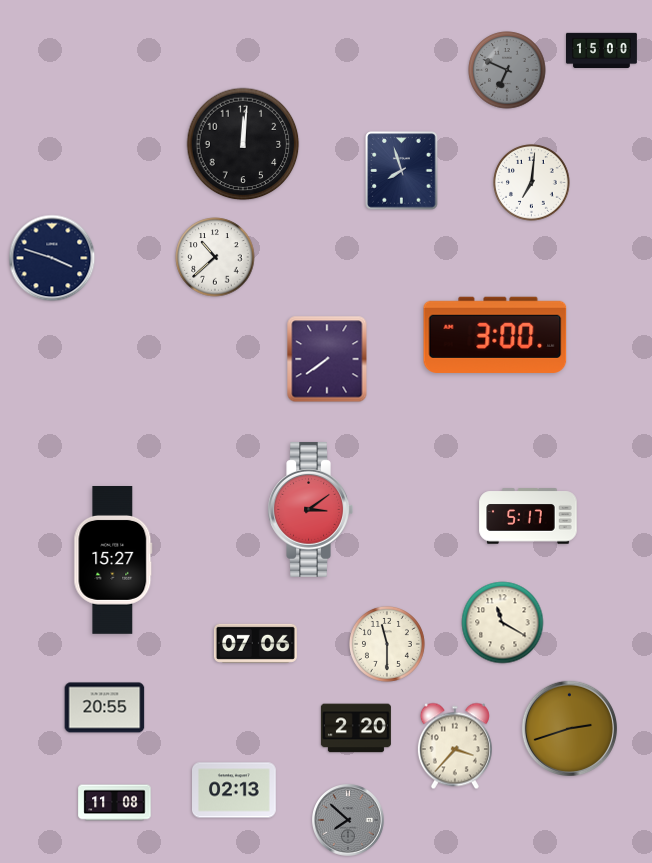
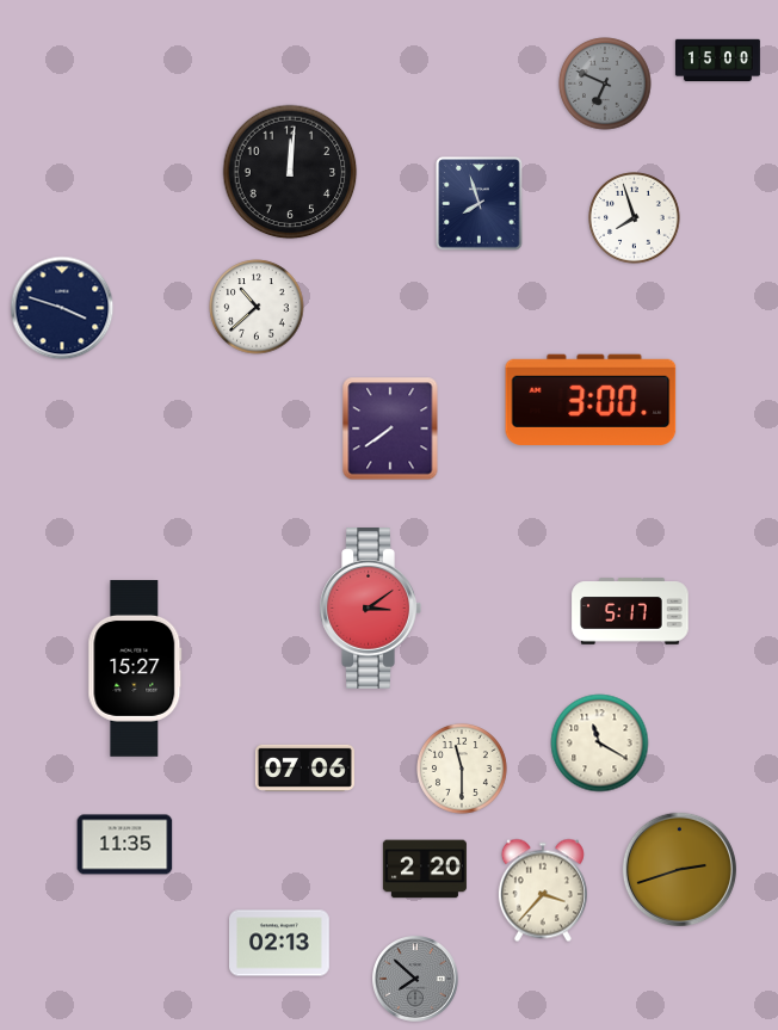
clock at (532, 183): 7:01 -> 7:57
clock at (528, 516) position: (528, 516) -> (630, 611)
clock at (105, 708): 20:55 -> 11:35
clock at (115, 803): 11:08 -> none
